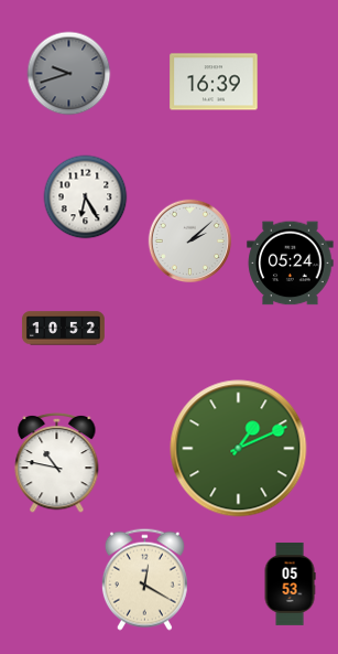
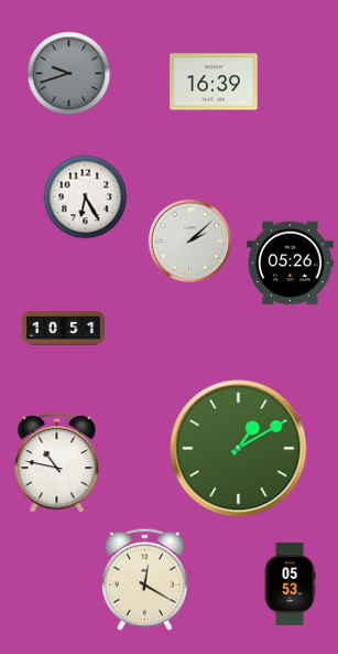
clock at (291, 264): 05:24 -> 05:26
clock at (64, 329): 10:52 -> 10:51
clock at (239, 449): 1:11 -> 1:10
